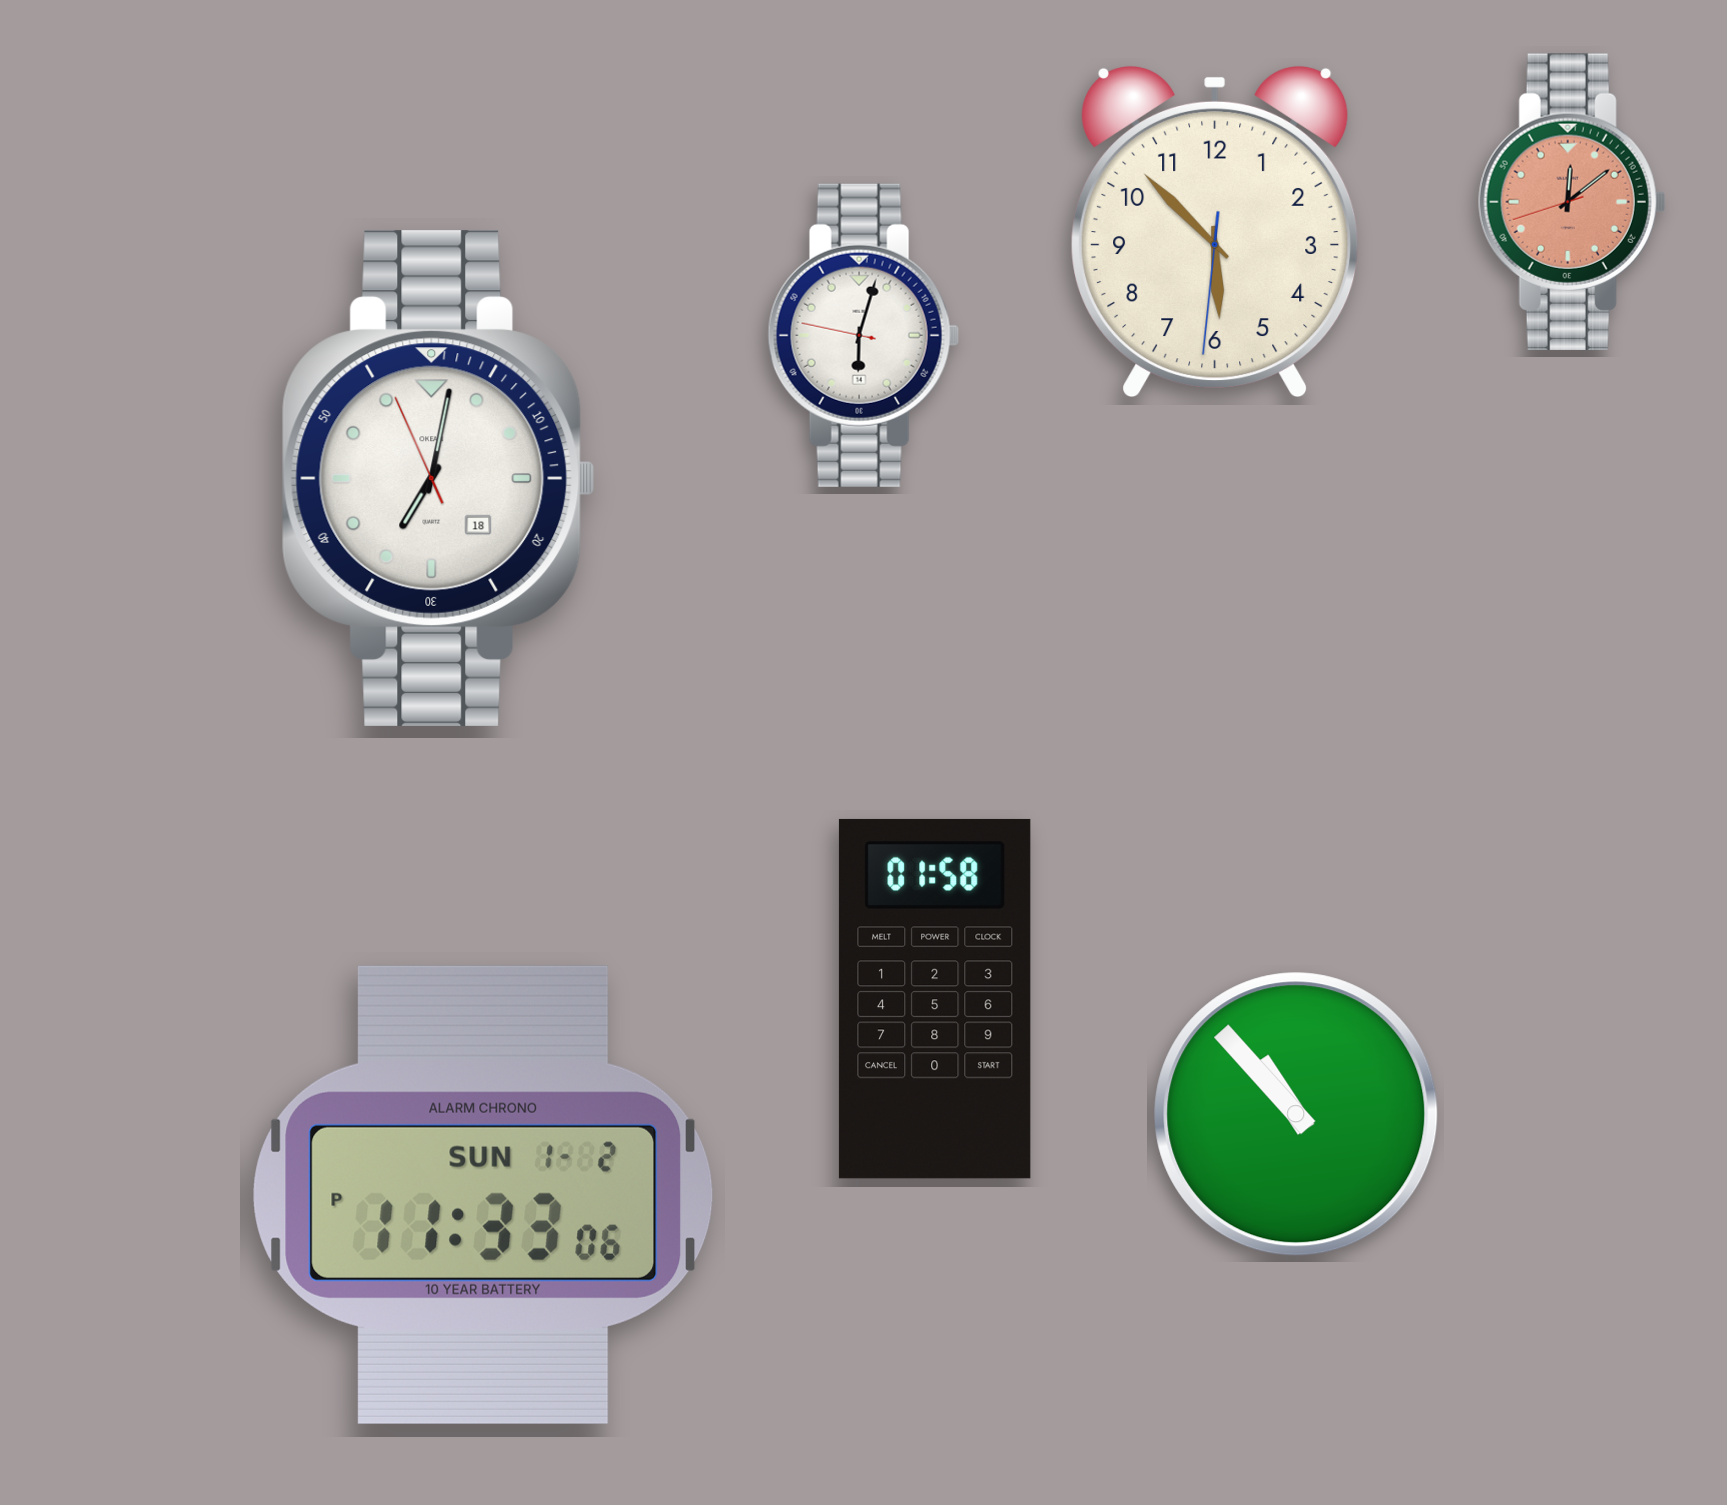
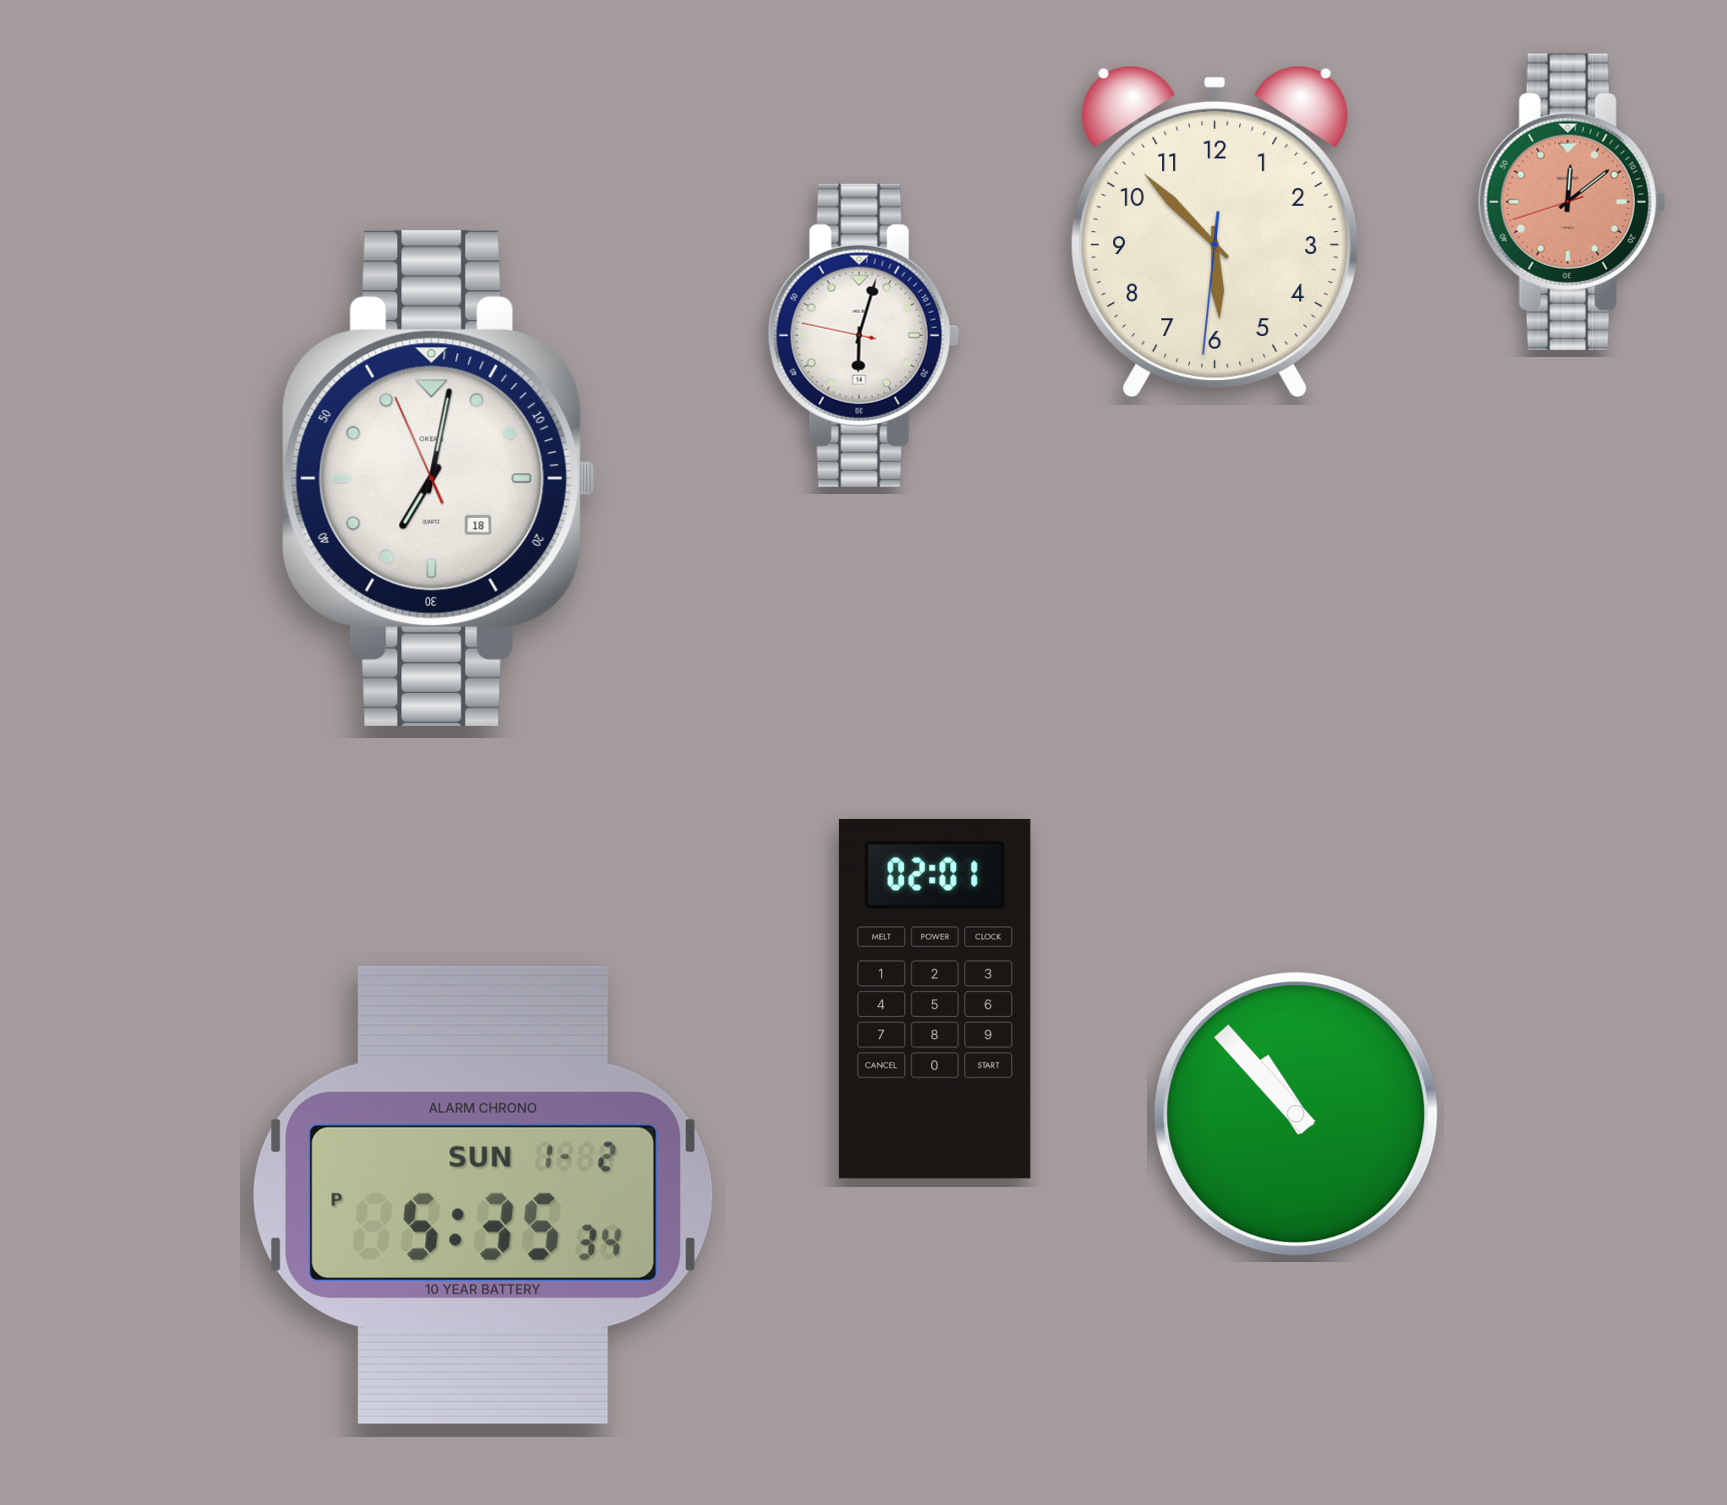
clock at (935, 999): 01:58 -> 02:01
clock at (483, 1195): 11:33 -> 5:35
